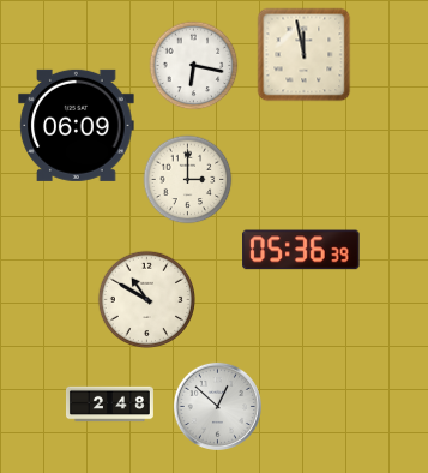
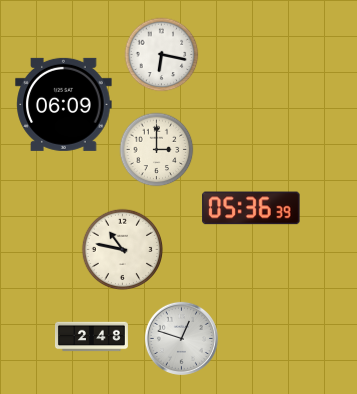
clock at (305, 55): 11:58 -> none
clock at (146, 299): 10:50 -> 10:47
clock at (217, 406): 12:52 -> 12:48
